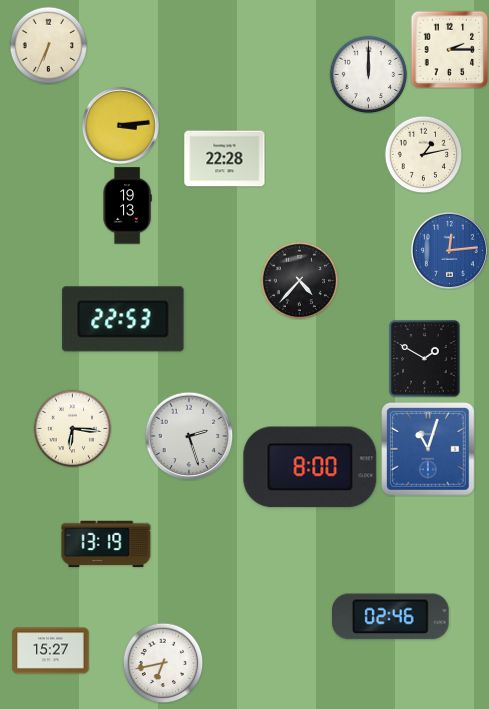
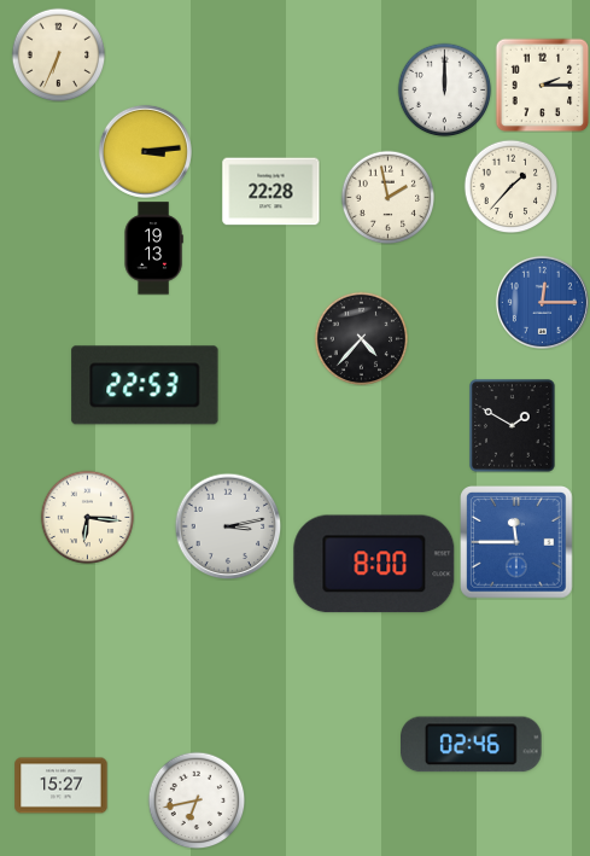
clock at (449, 49) position: (449, 49) -> (542, 85)
clock at (423, 154): 1:13 -> 1:37
clock at (387, 197): none -> 1:58
clock at (449, 250): 12:14 -> 12:15
clock at (123, 319) position: (123, 319) -> (145, 385)
clock at (425, 359) position: (425, 359) -> (513, 426)
clock at (189, 436): 2:27 -> 3:13
clock at (429, 450): 11:03 -> 11:45
clock at (106, 544): 13:19 -> none
